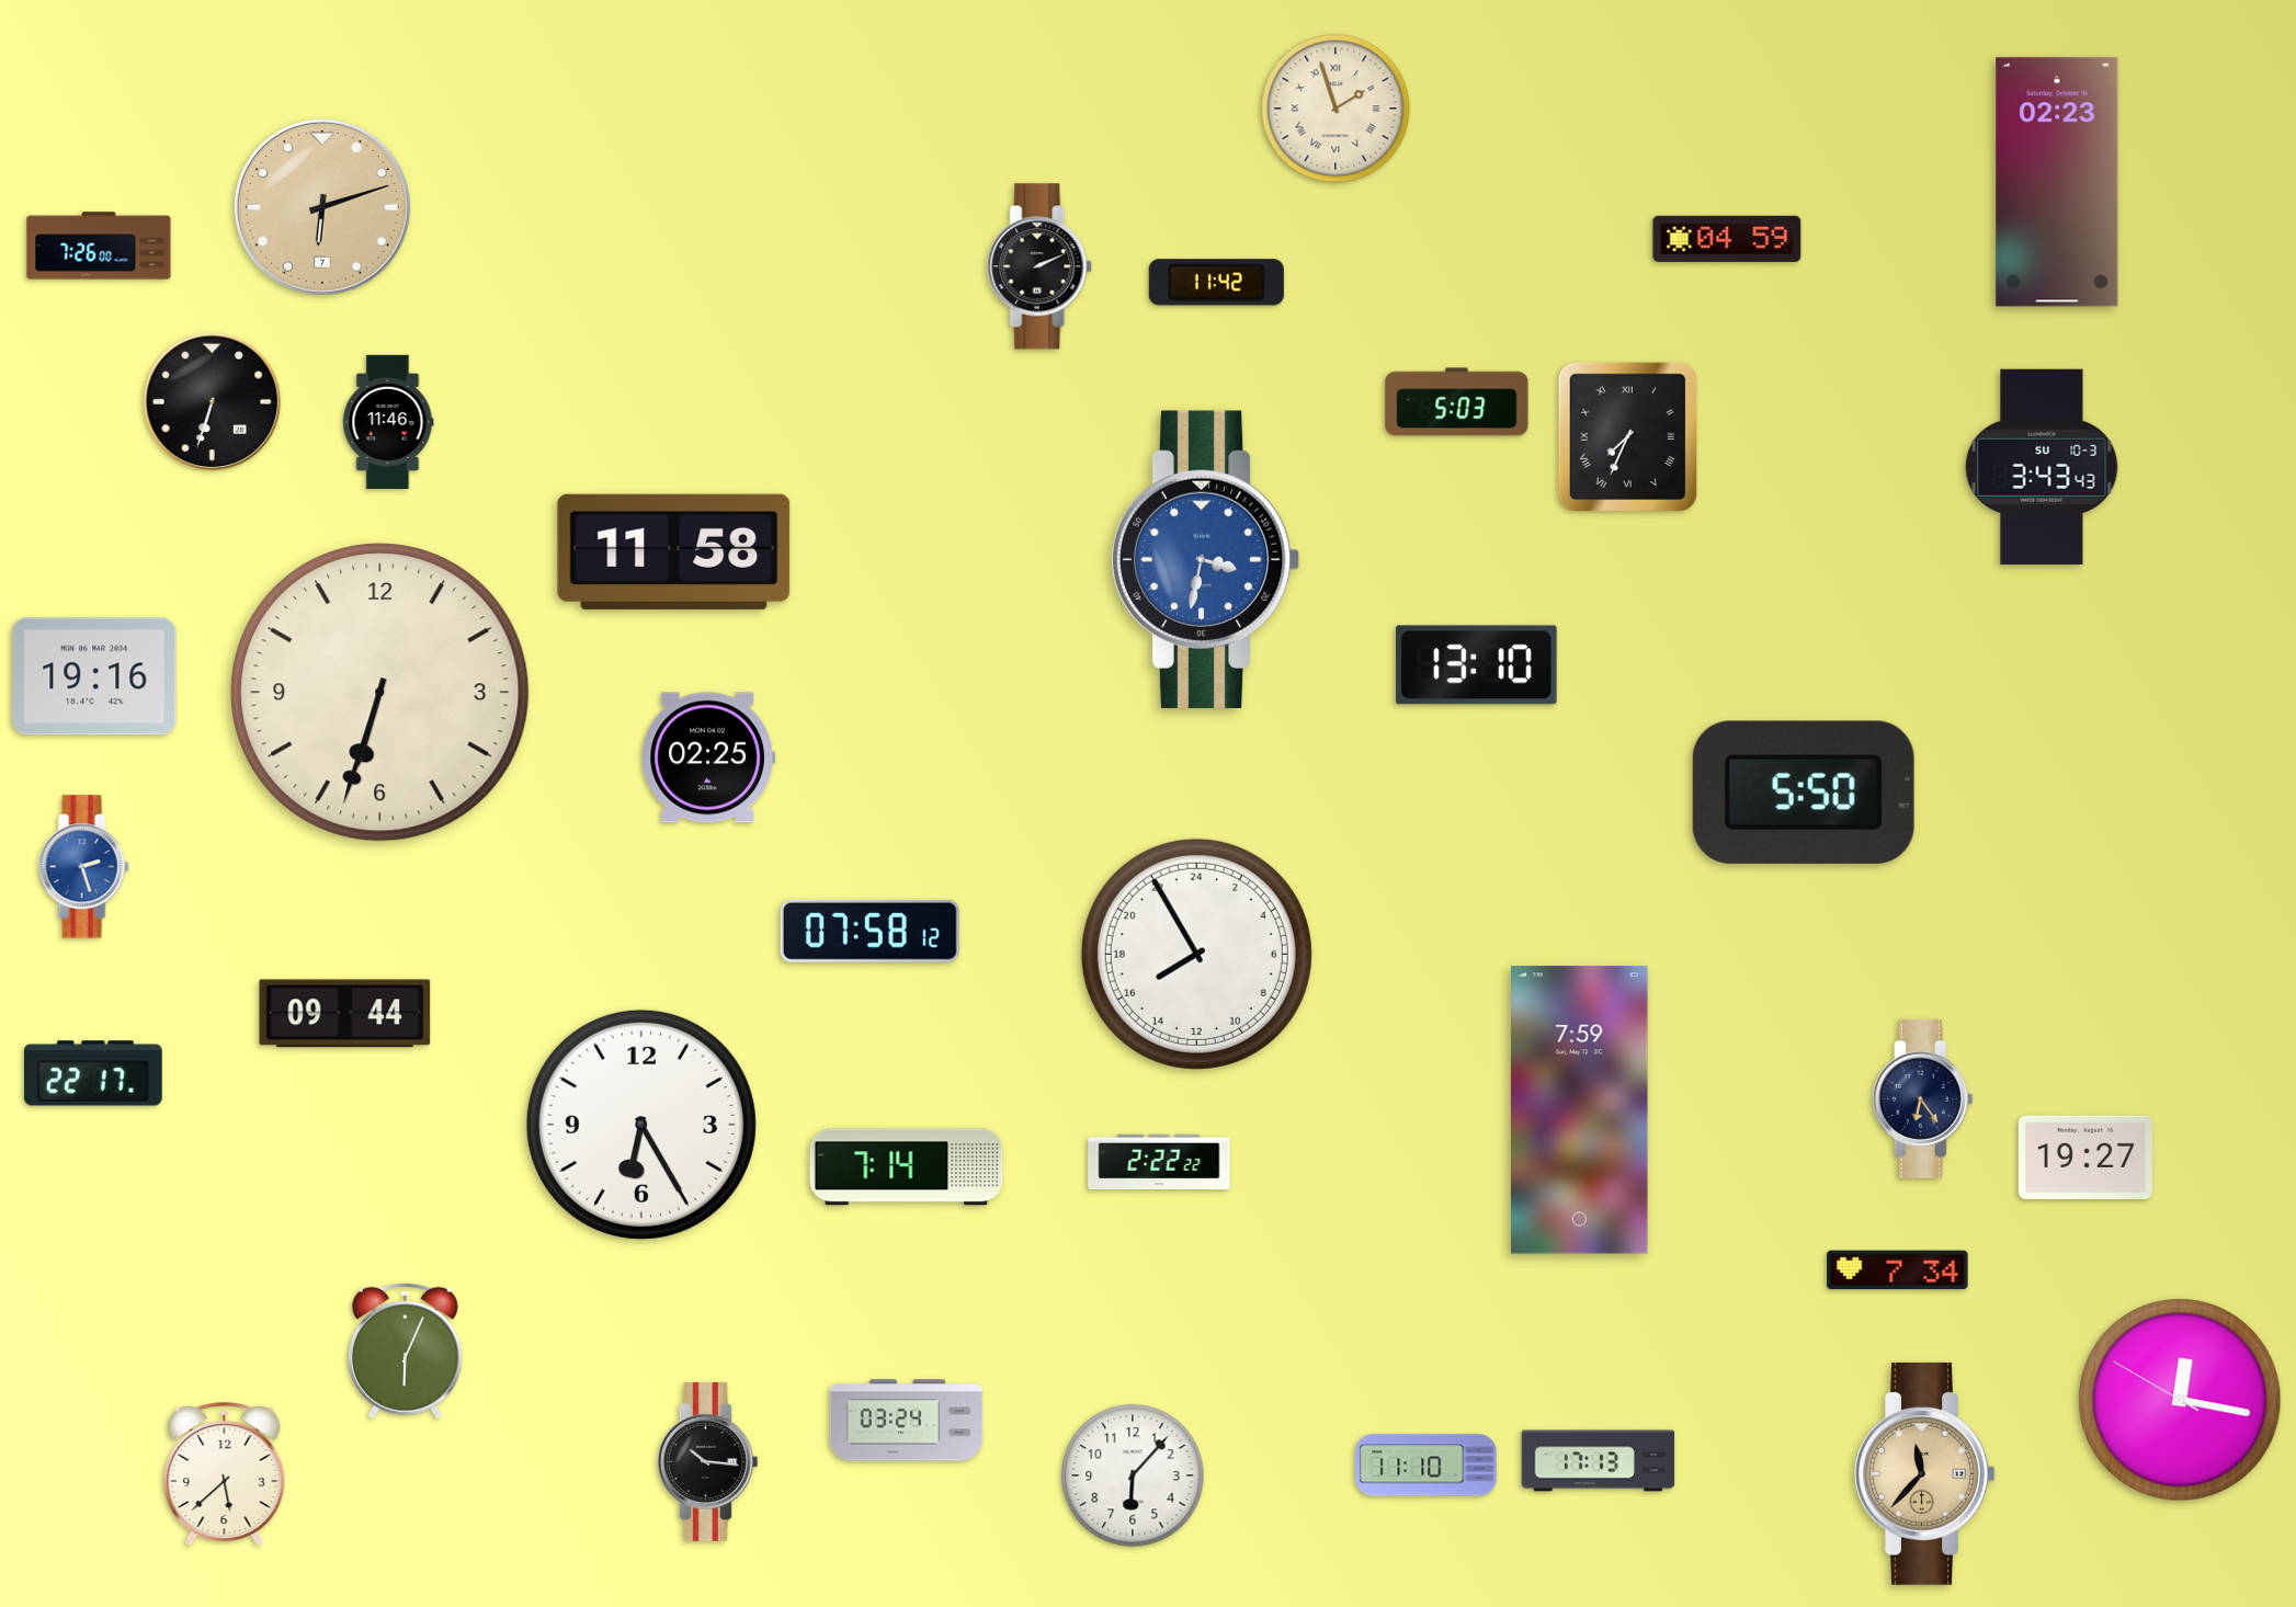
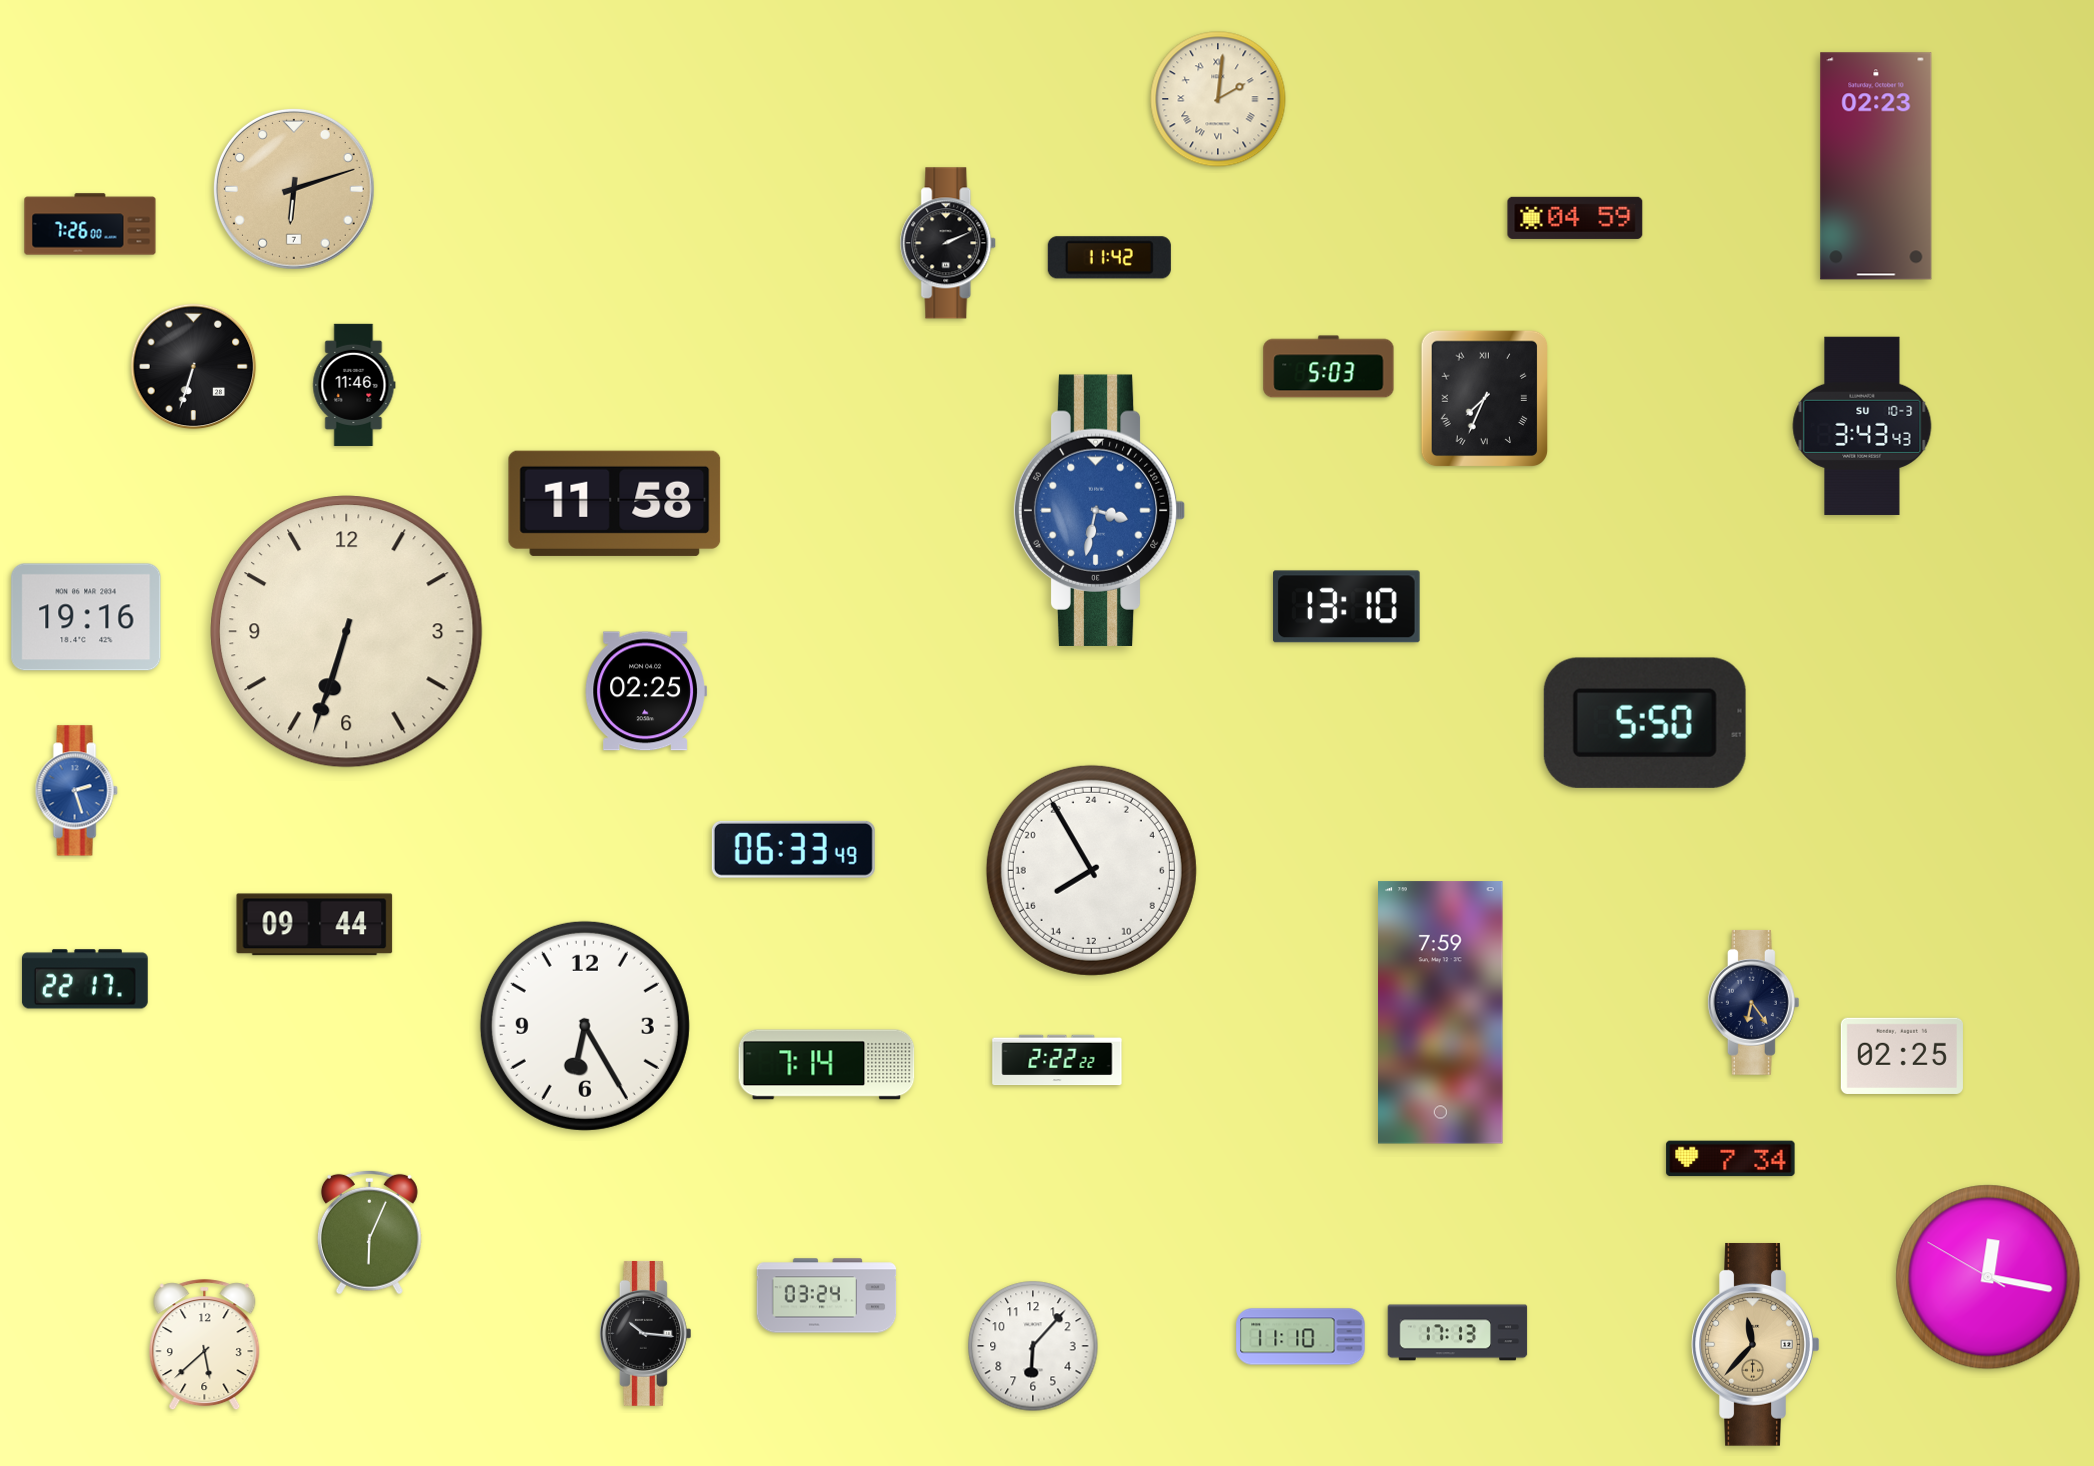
clock at (1335, 109): 1:57 -> 2:01
clock at (869, 931): 07:58 -> 06:33
clock at (2085, 1158): 19:27 -> 02:25
